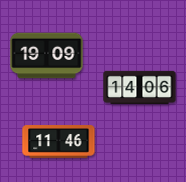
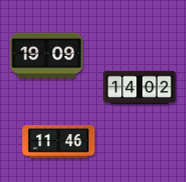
clock at (140, 88): 14:06 -> 14:02
